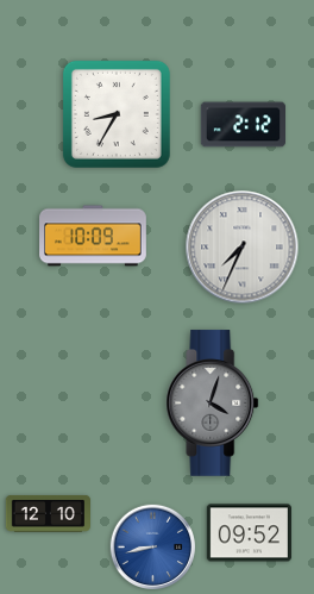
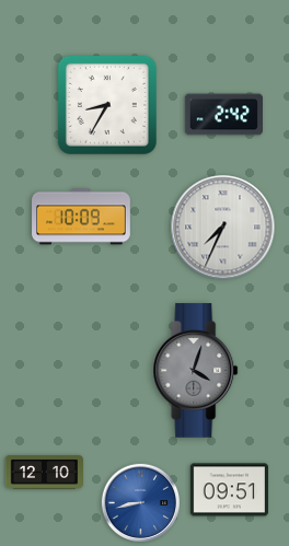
clock at (243, 125): 2:12 -> 2:42
clock at (93, 236) position: (93, 236) -> (81, 217)
clock at (249, 533): 09:52 -> 09:51
